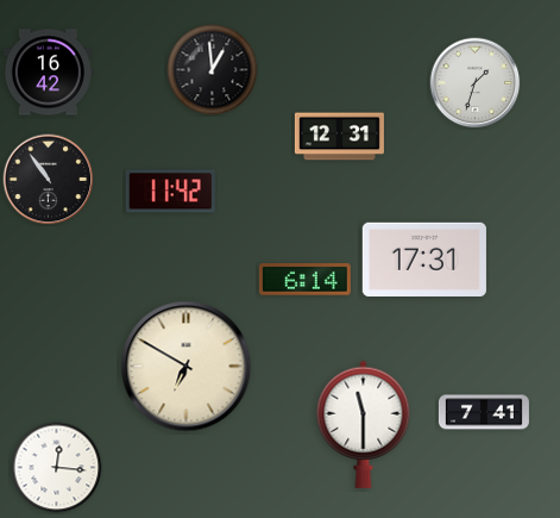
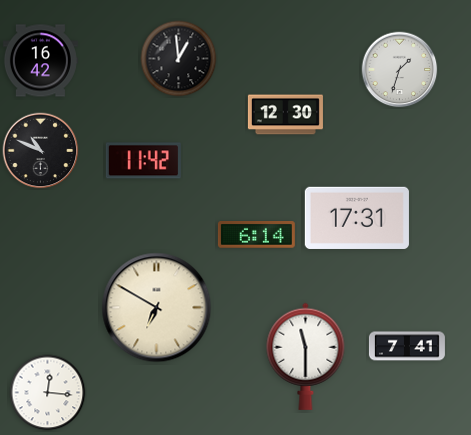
clock at (339, 137): 12:31 -> 12:30
clock at (49, 180): 10:54 -> 10:49
